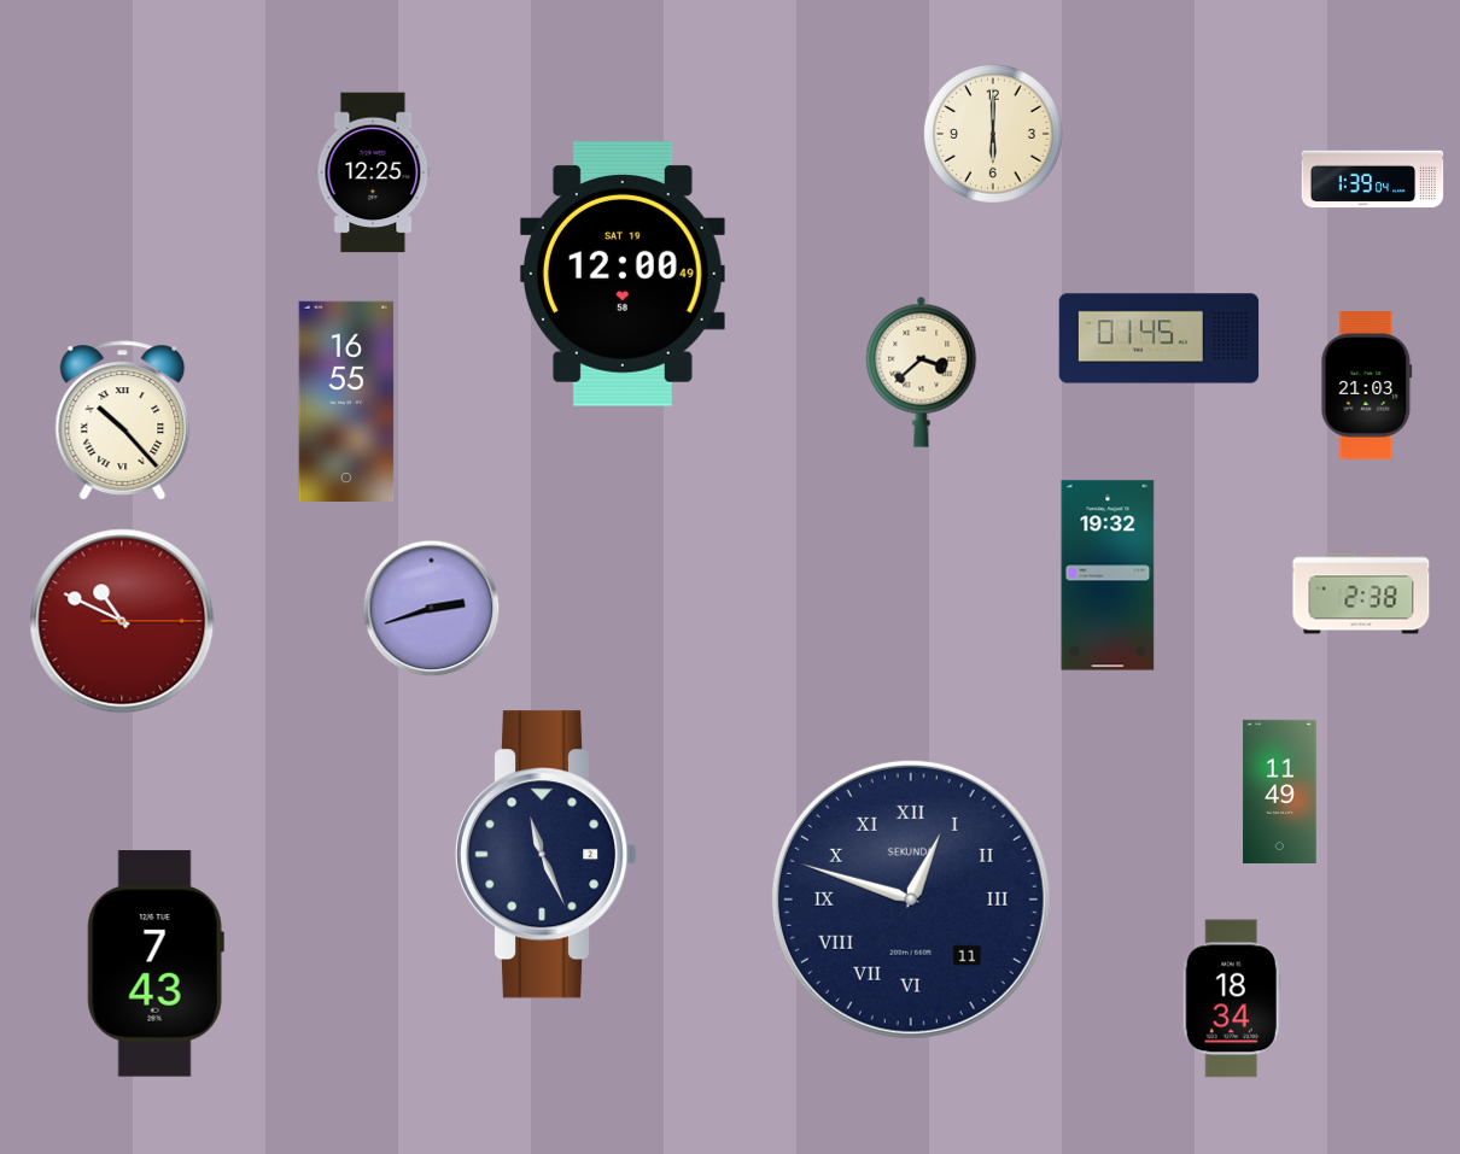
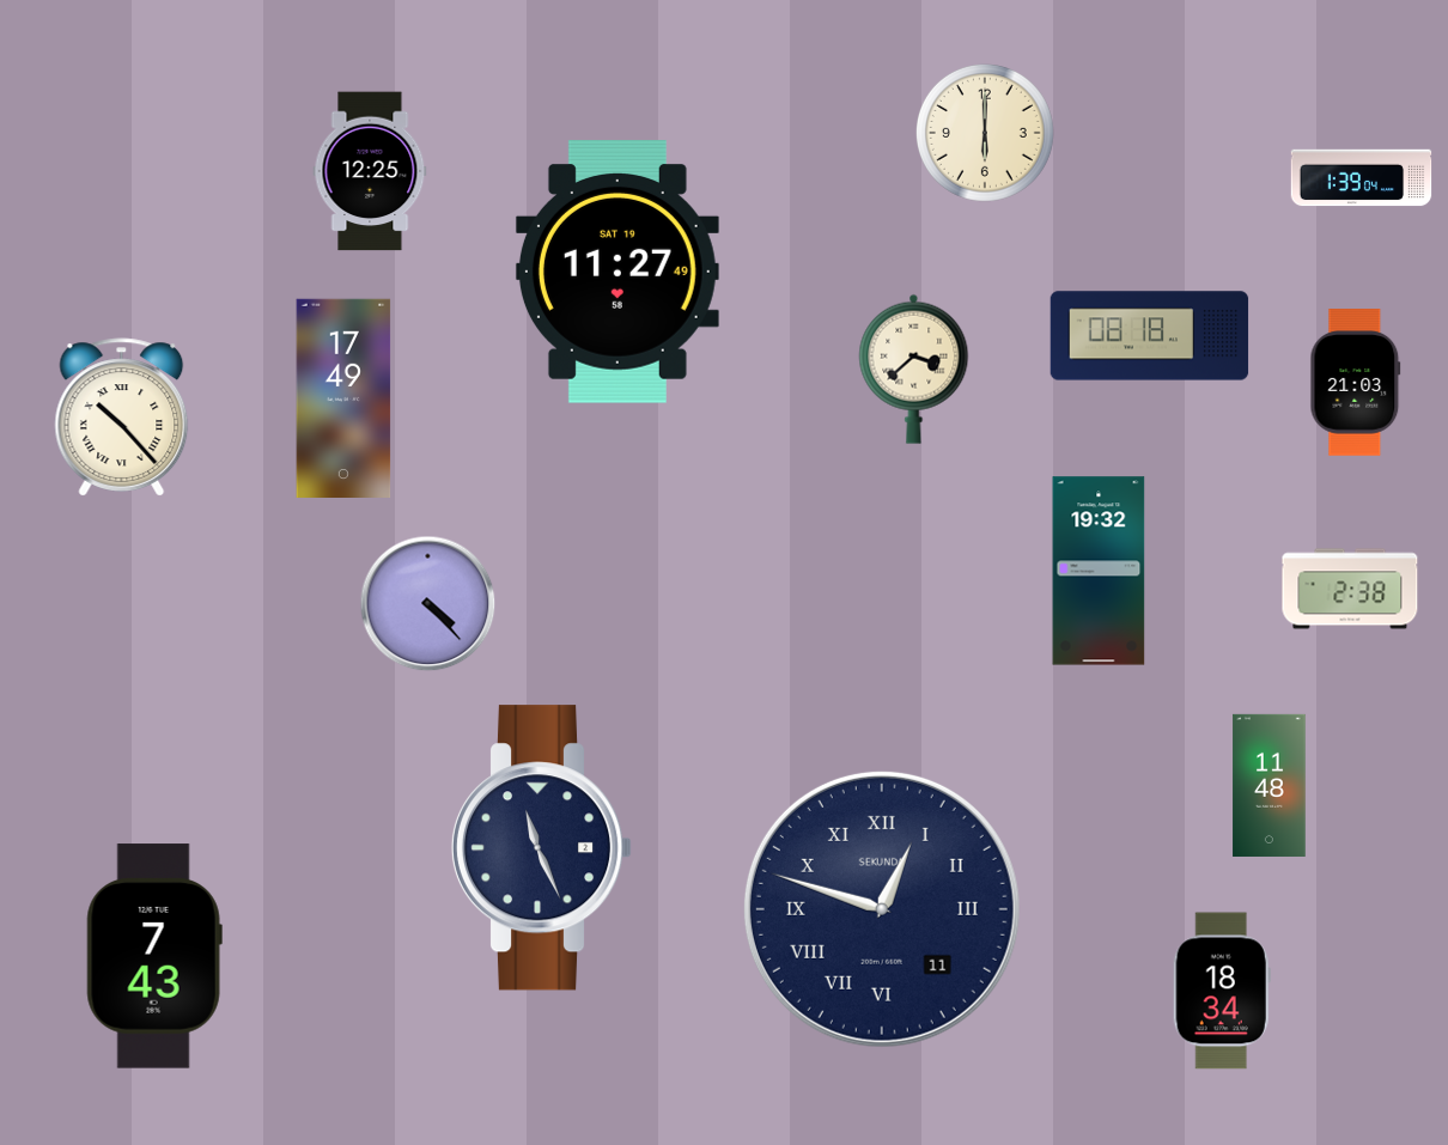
clock at (623, 274): 12:00 -> 11:27
clock at (1160, 339): 01:45 -> 08:18
clock at (346, 400): 16:55 -> 17:49
clock at (432, 609): 2:42 -> 4:23
clock at (122, 621): 10:49 -> none
clock at (1280, 791): 11:49 -> 11:48
clock at (911, 900) position: (911, 900) -> (882, 909)
